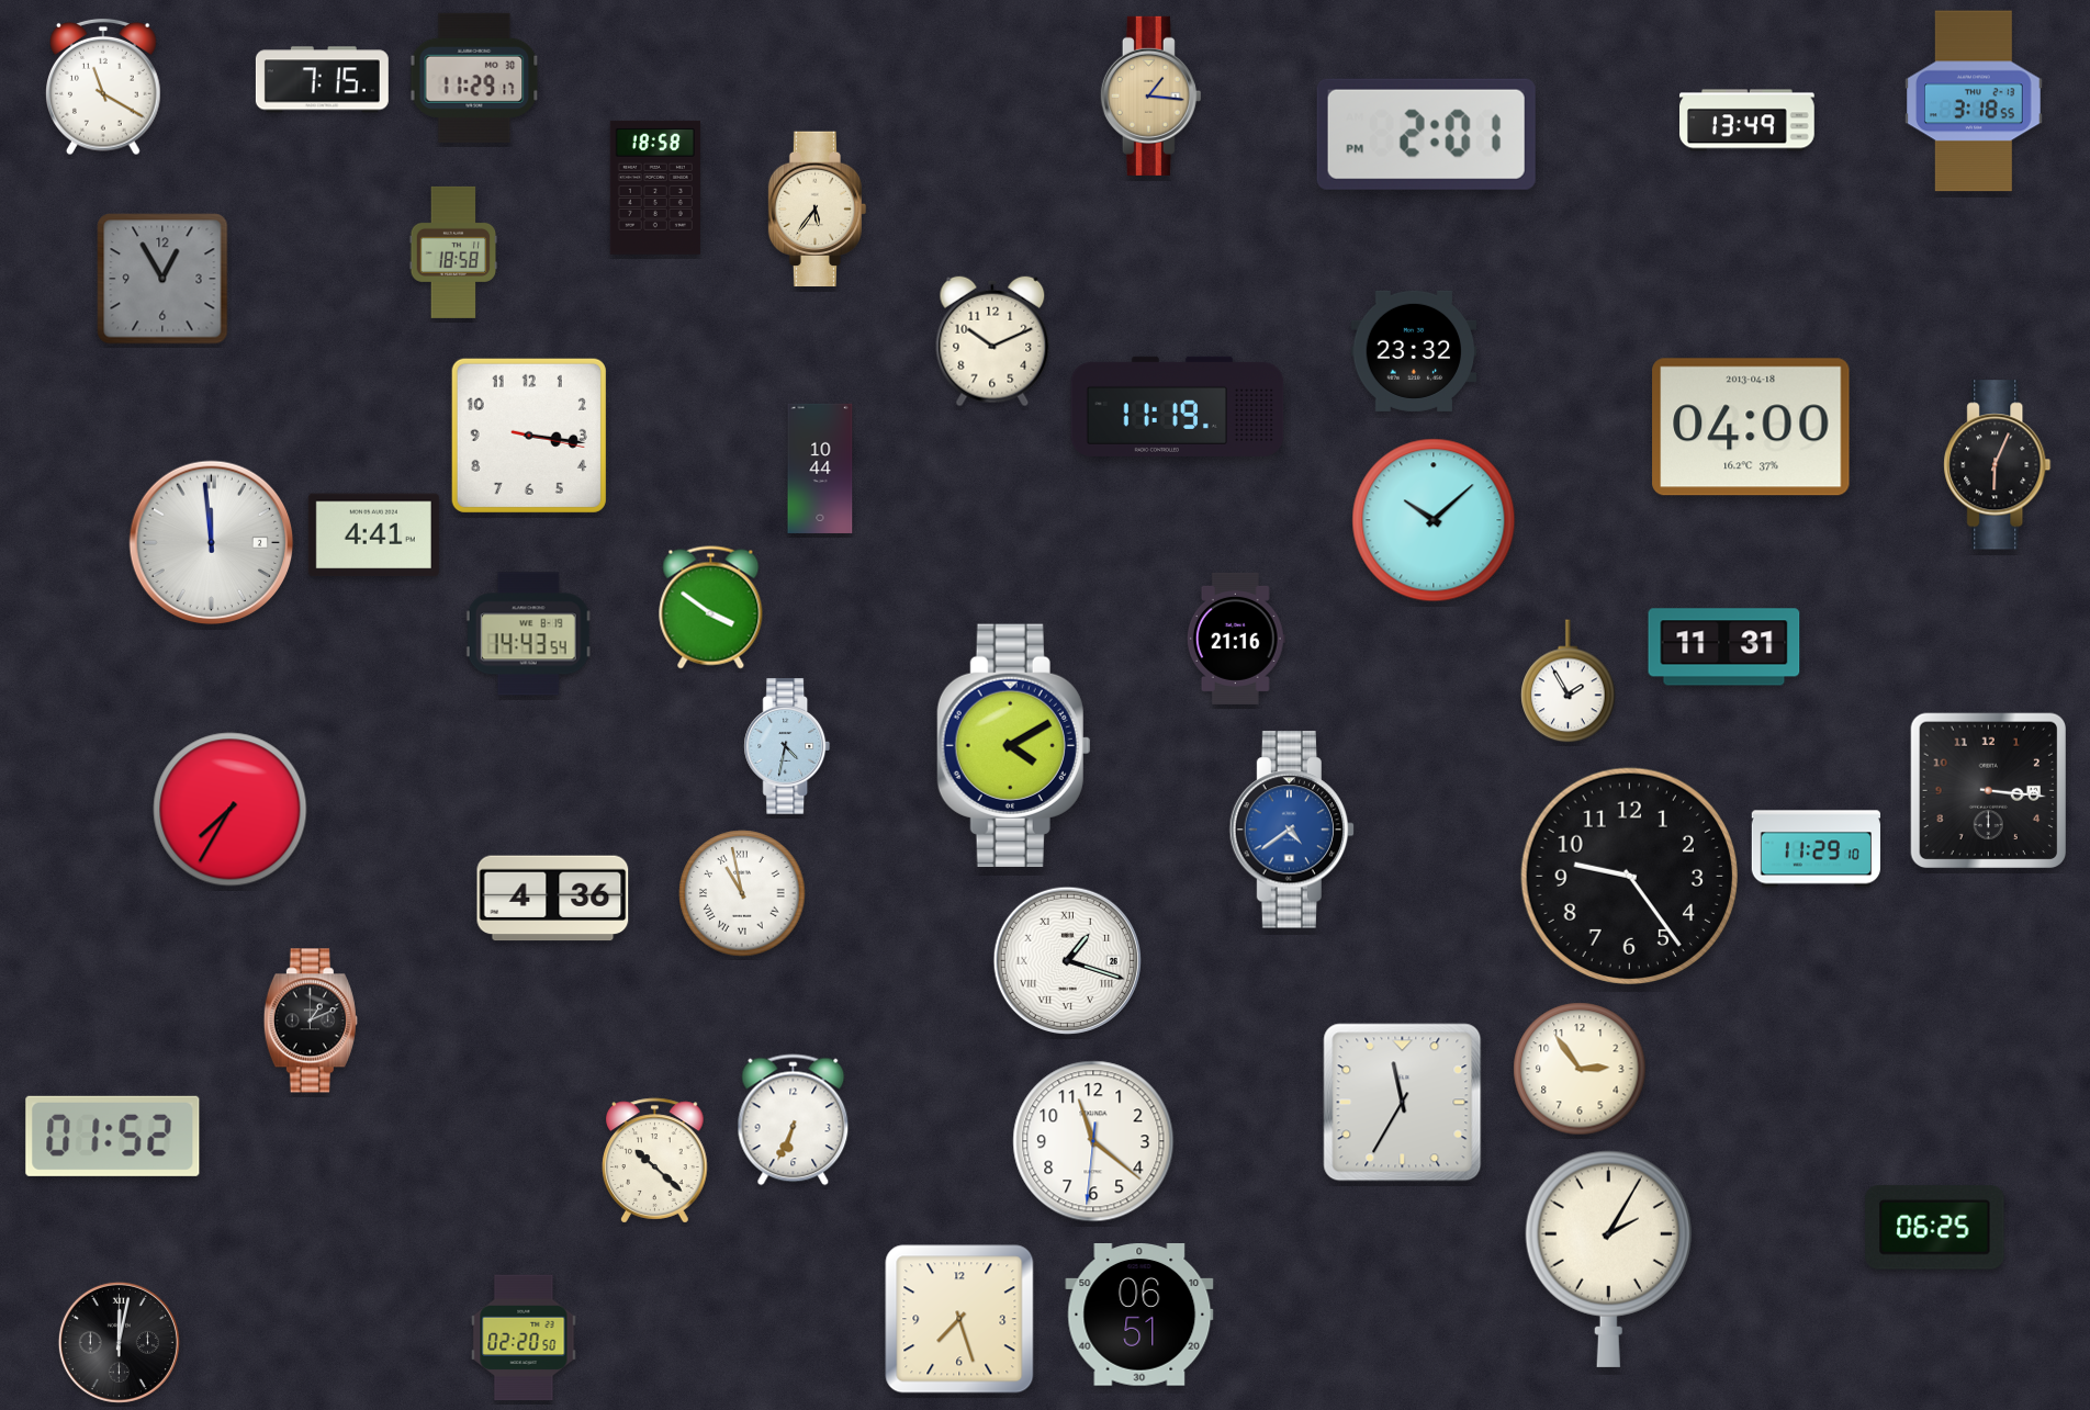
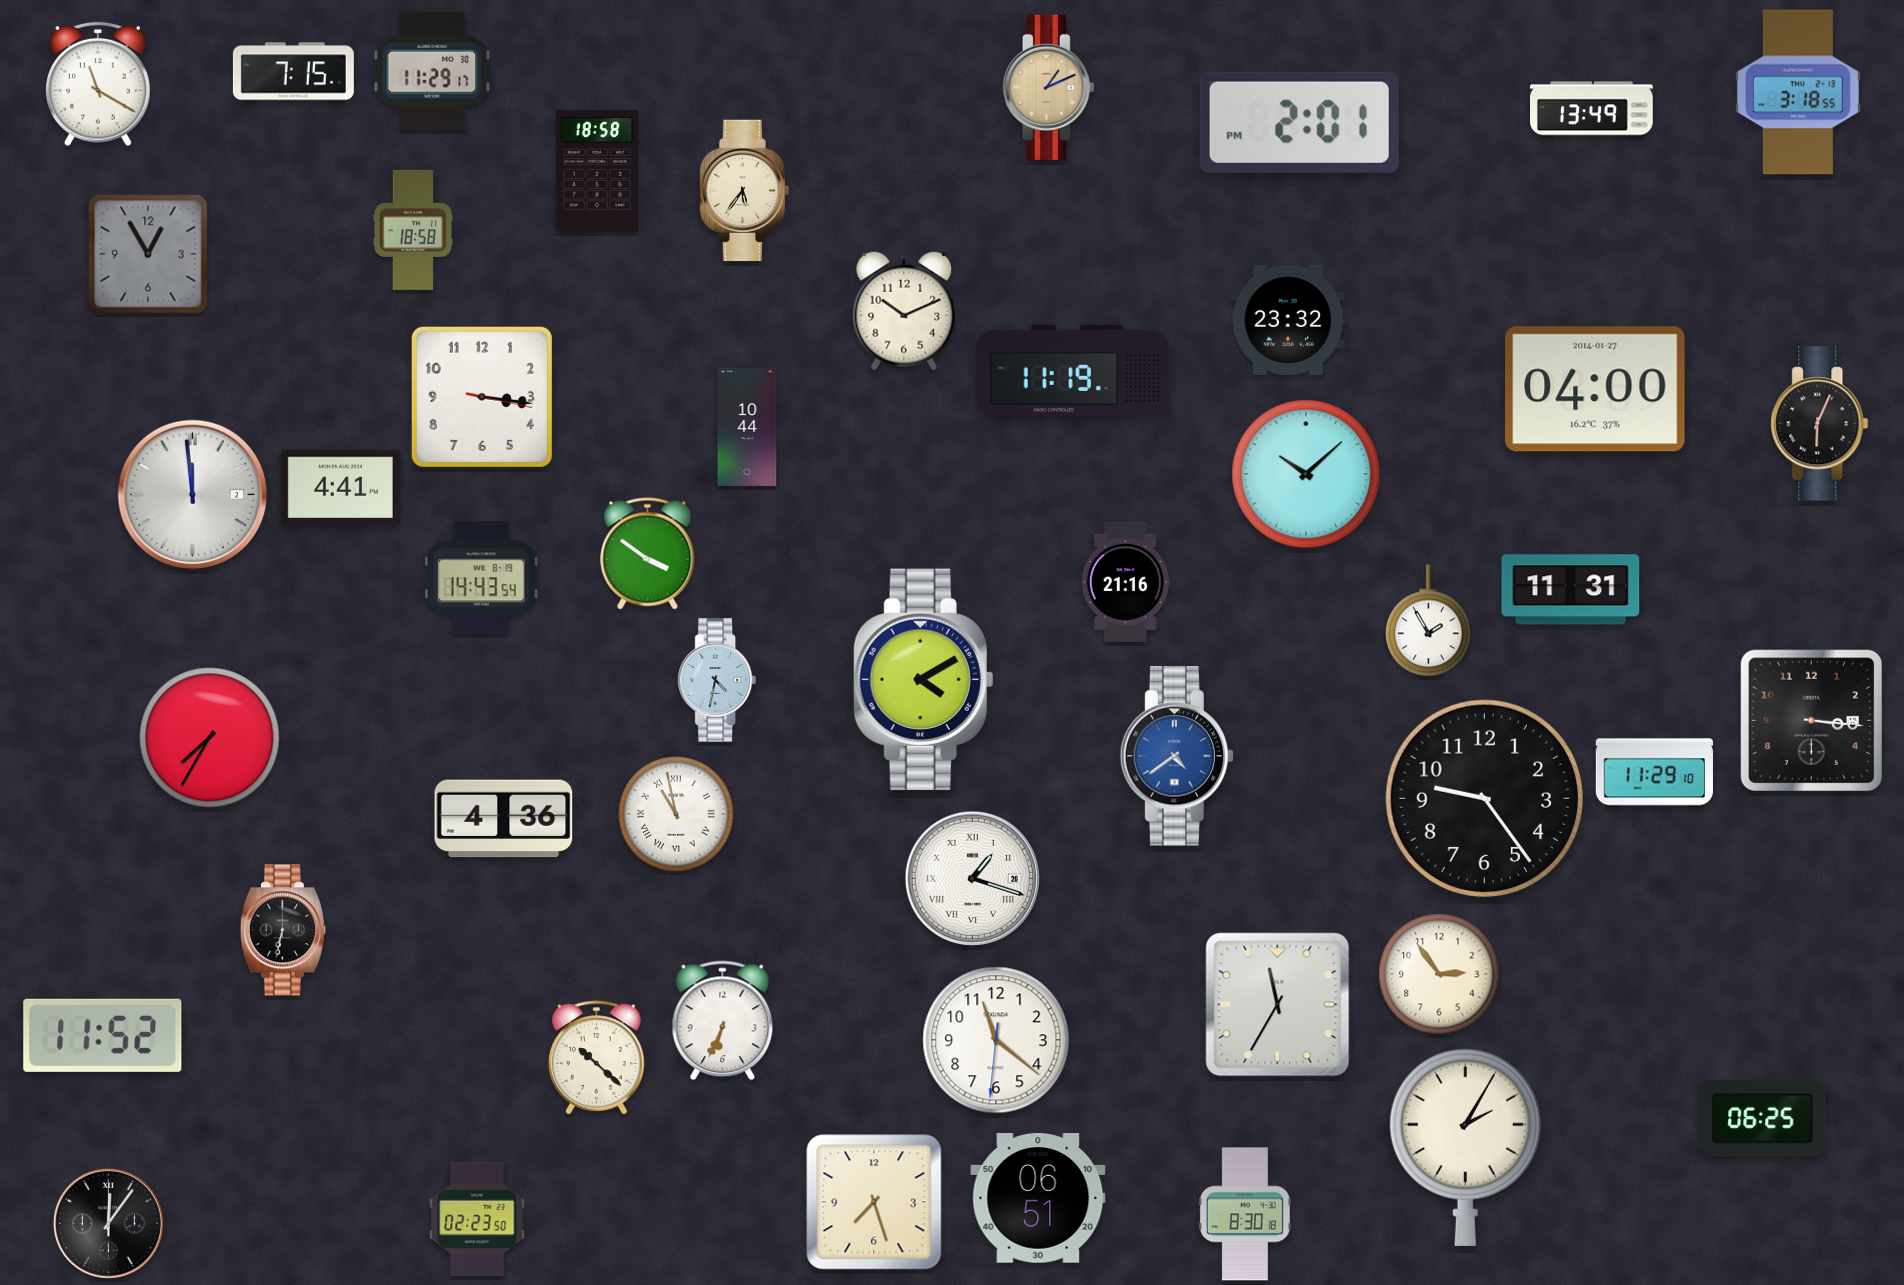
clock at (104, 87) position: (104, 87) -> (99, 84)
clock at (1150, 95): 1:16 -> 1:11
clock at (1751, 427) date: 2013-04-18 -> 2014-01-27
clock at (1067, 960) position: (1067, 960) -> (972, 878)
clock at (311, 1020): 1:11 -> 6:32
clock at (113, 1136): 01:52 -> 11:52
clock at (1245, 1214): none -> 8:30
clock at (524, 1338): 02:20 -> 02:23
clock at (119, 1342): 12:02 -> 12:06
